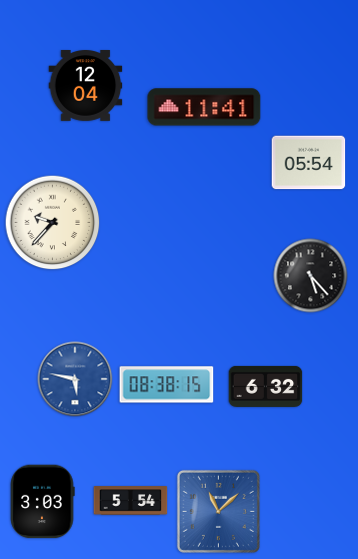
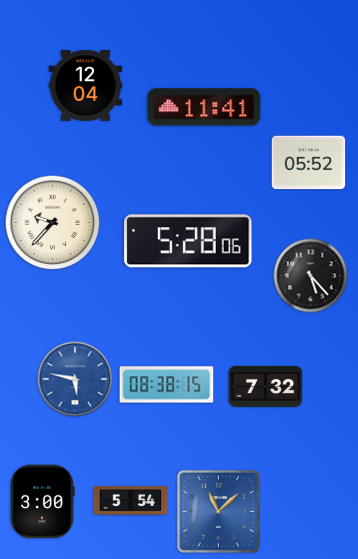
clock at (309, 163): 05:54 -> 05:52
clock at (188, 241): none -> 5:28
clock at (266, 386): 6:32 -> 7:32
clock at (42, 502): 3:03 -> 3:00
